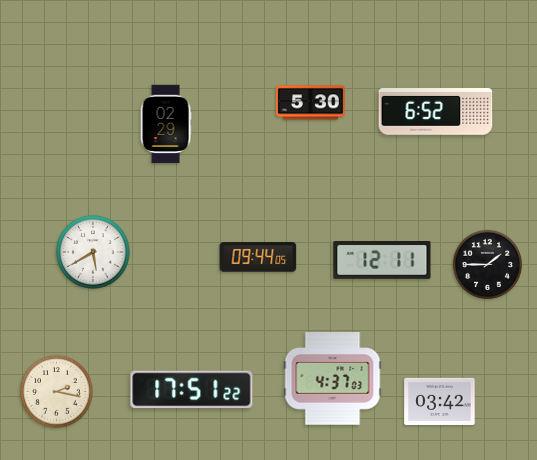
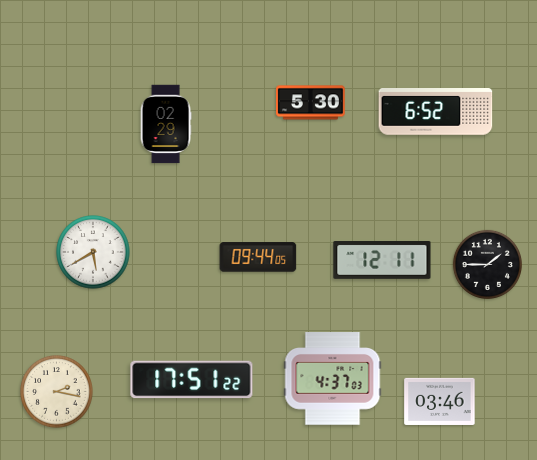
clock at (192, 390) position: (192, 390) -> (192, 380)
clock at (440, 401): 03:42 -> 03:46
